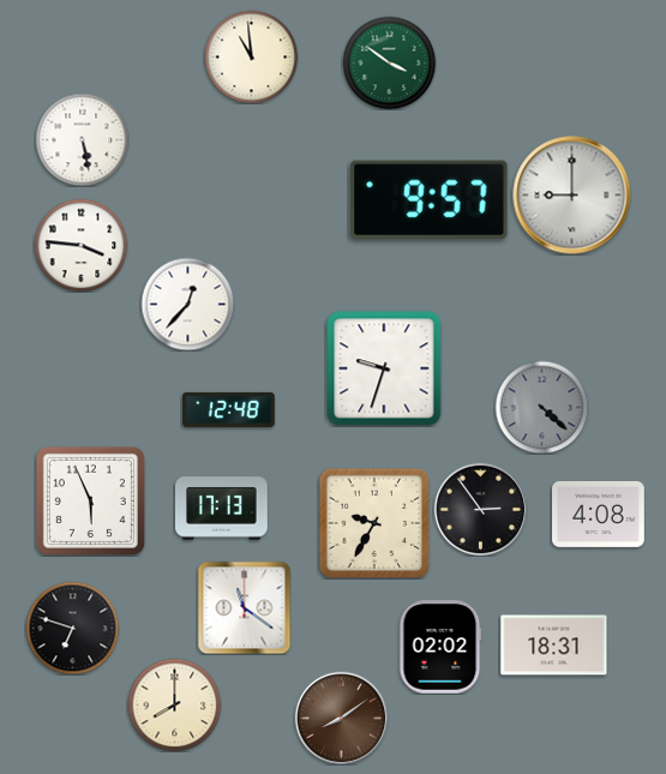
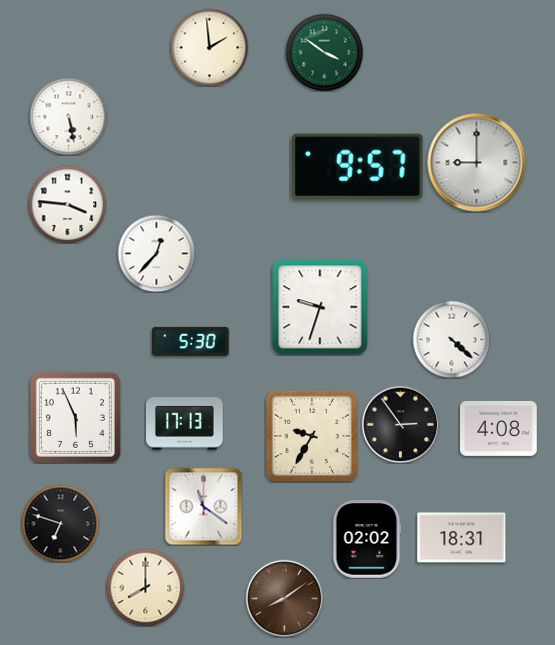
clock at (251, 56): 10:59 -> 1:59
clock at (541, 407) dial: grey -> white
clock at (229, 409): 12:48 -> 5:30
